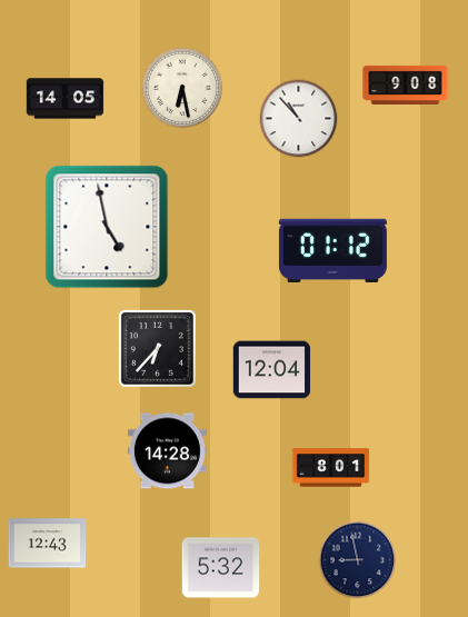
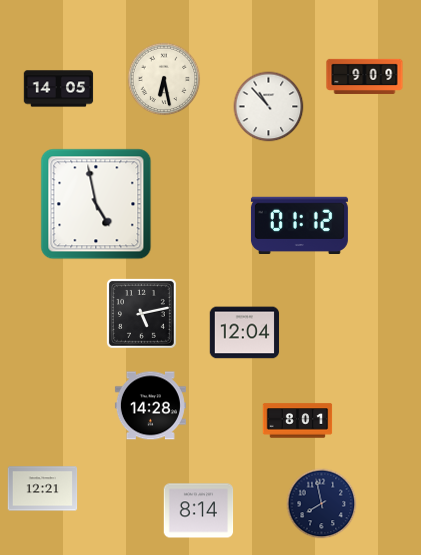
clock at (406, 84): 9:08 -> 9:09
clock at (158, 349): 6:37 -> 5:13
clock at (48, 544): 12:43 -> 12:21
clock at (358, 560): 8:58 -> 7:58
clock at (221, 568): 5:32 -> 8:14
